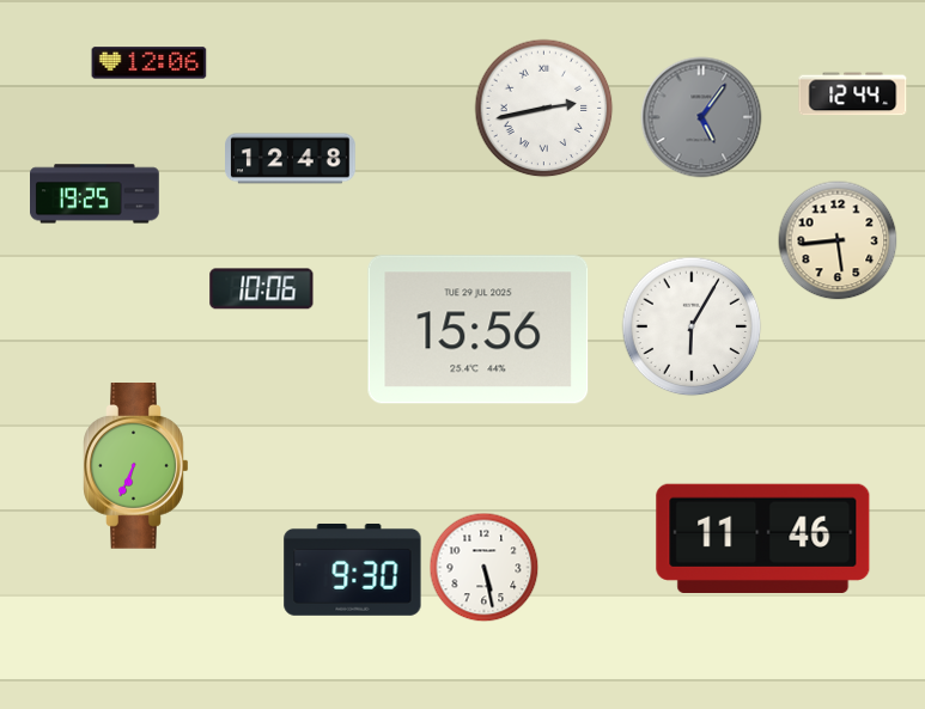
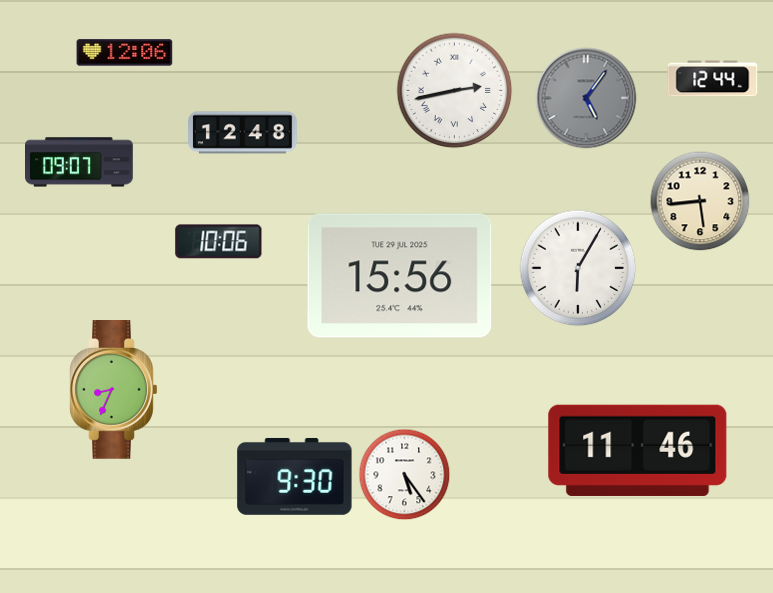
clock at (96, 194): 19:25 -> 09:07
clock at (692, 326) position: (692, 326) -> (578, 268)
clock at (136, 466): 6:34 -> 8:34
clock at (485, 568): 5:28 -> 5:24
